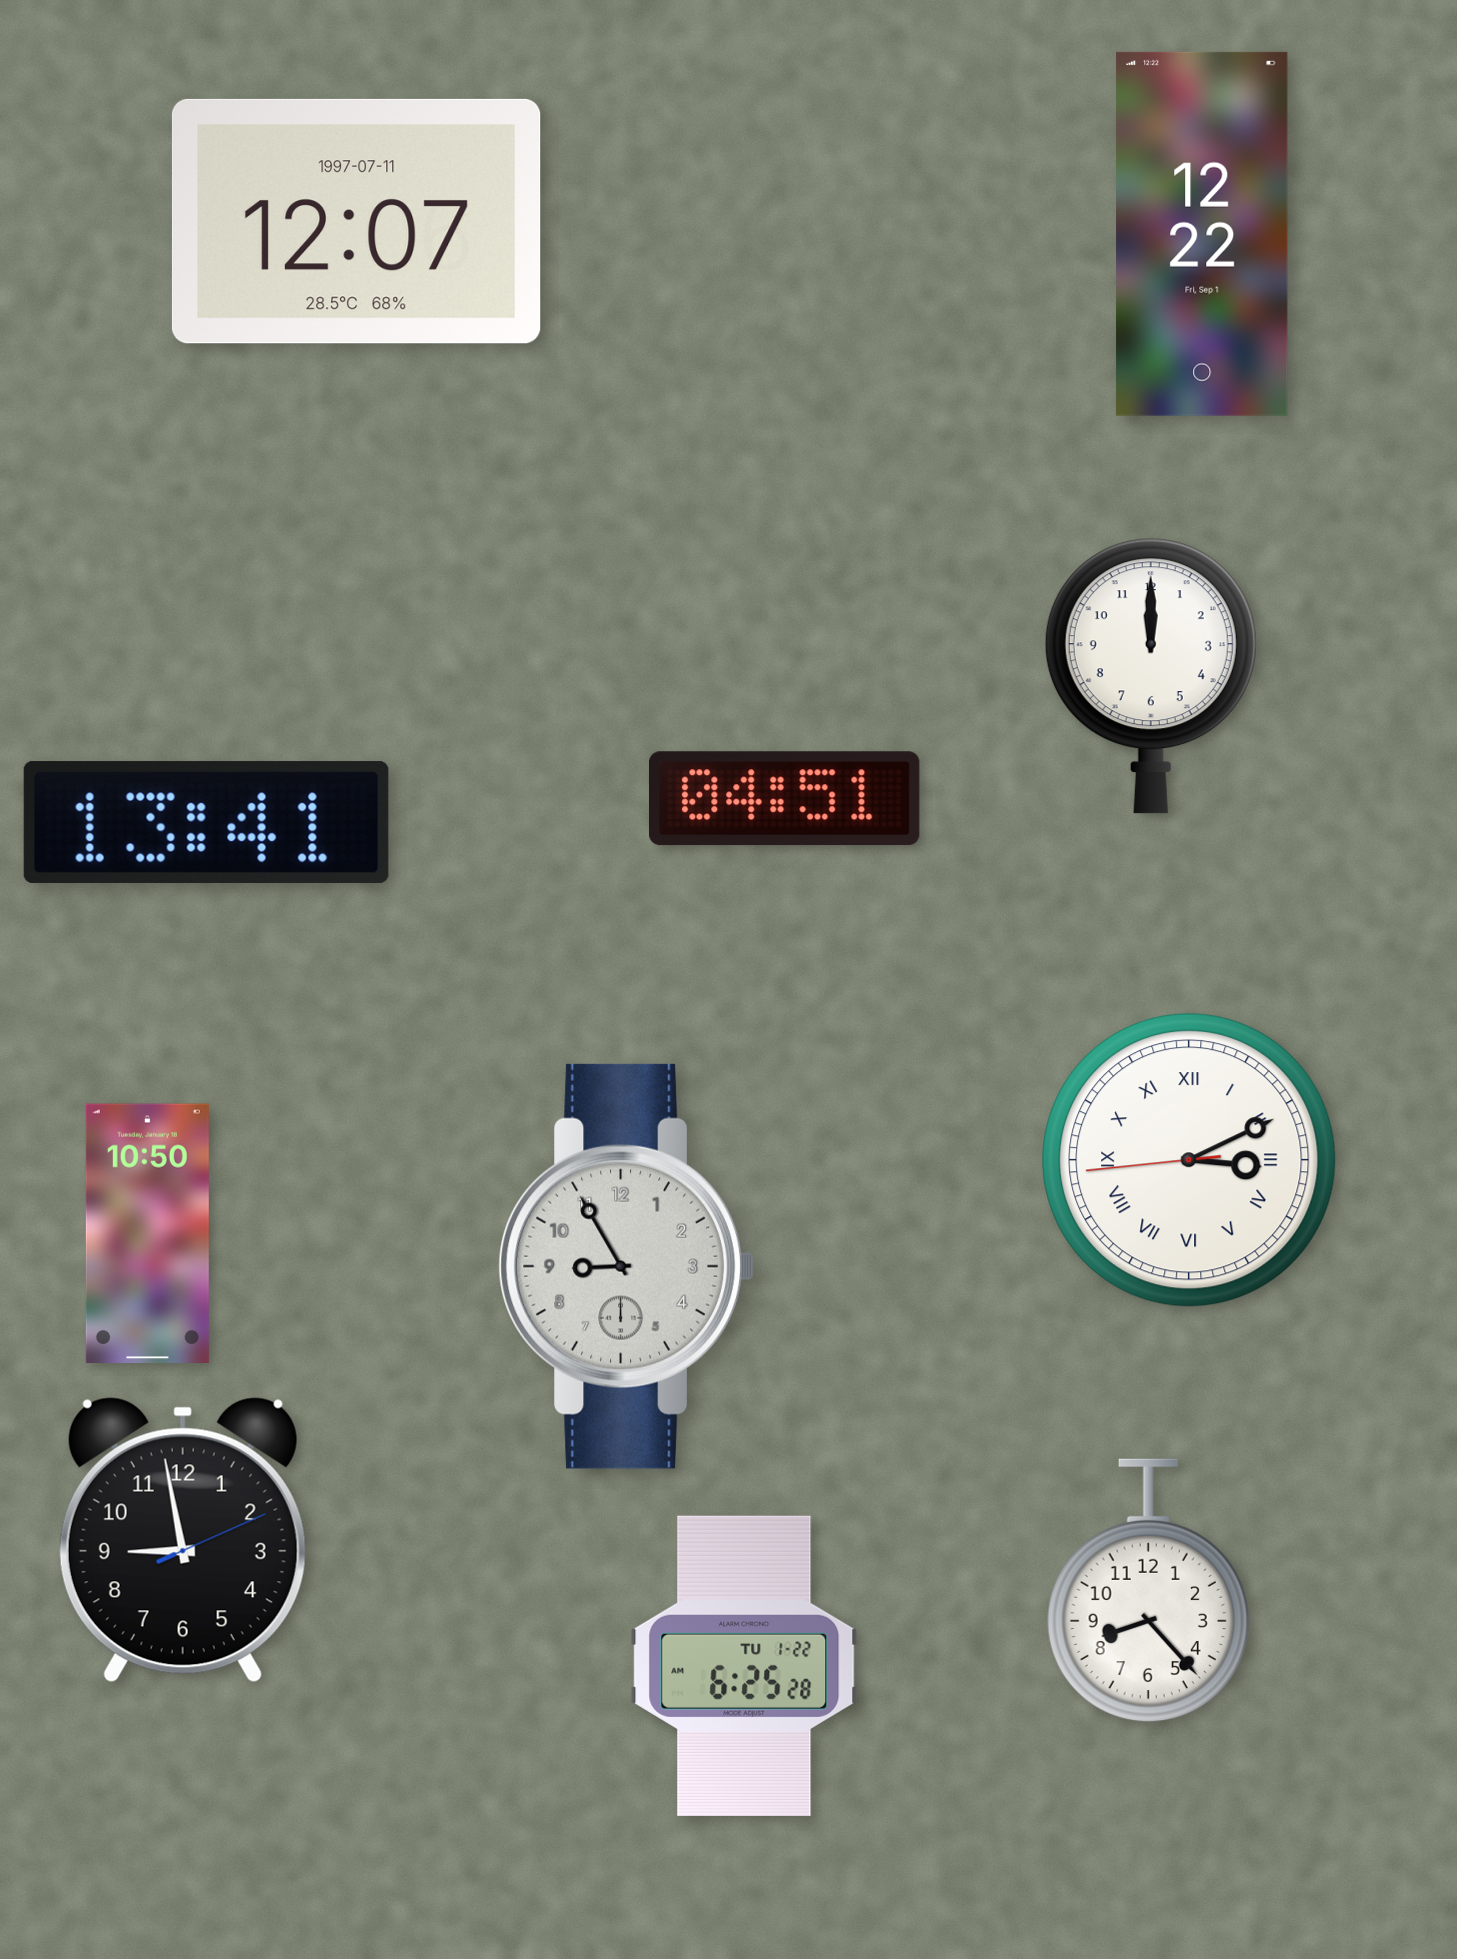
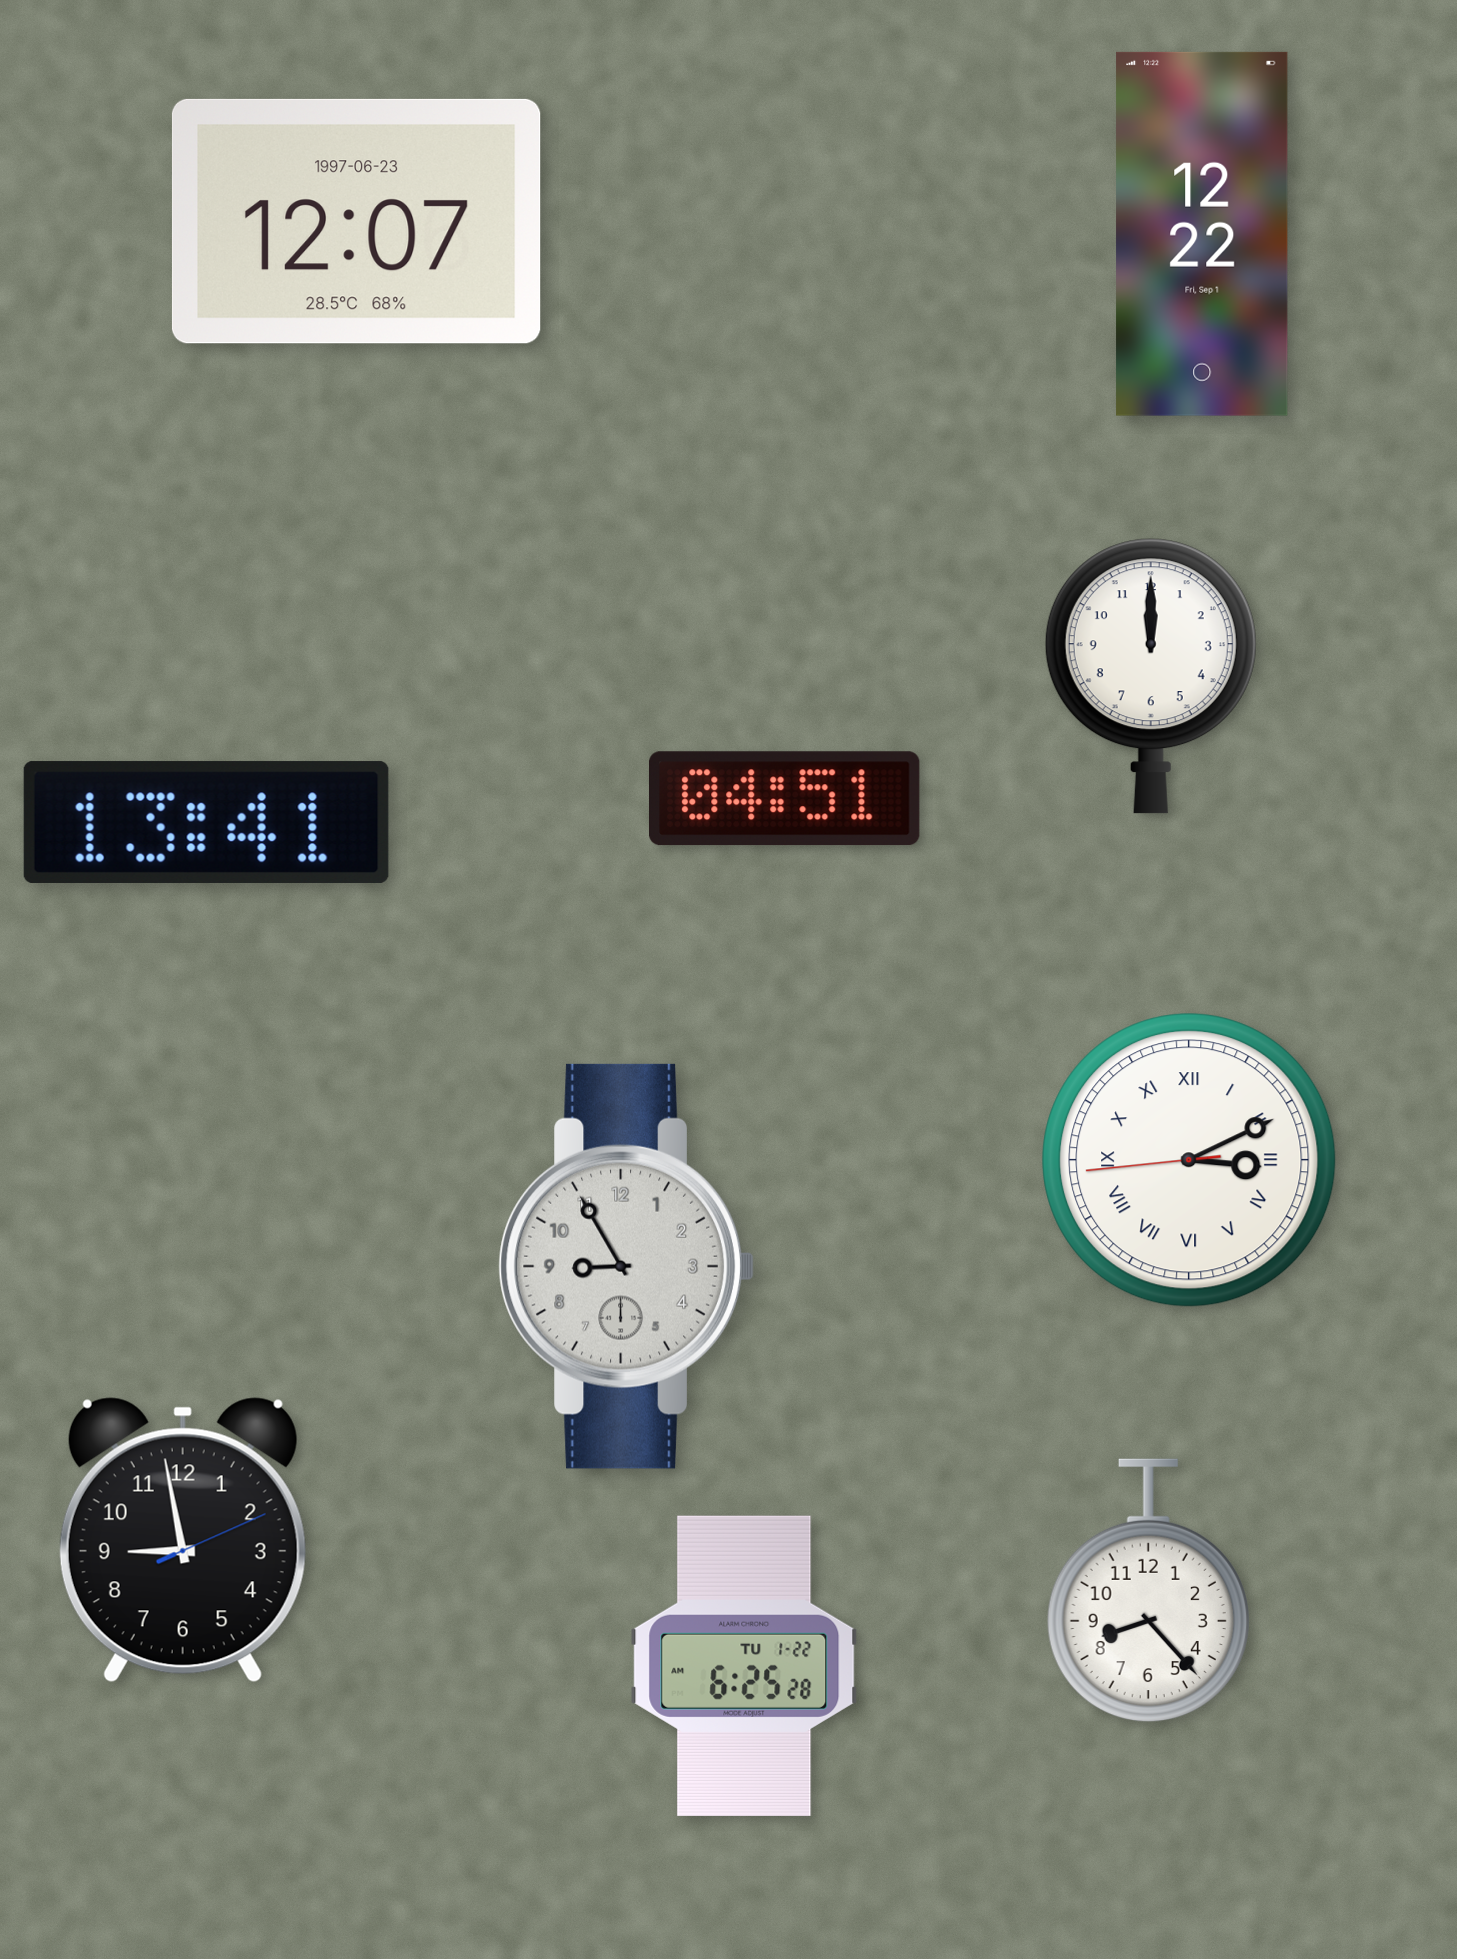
clock at (356, 221) date: 1997-07-11 -> 1997-06-23
clock at (147, 1234): 10:50 -> none
